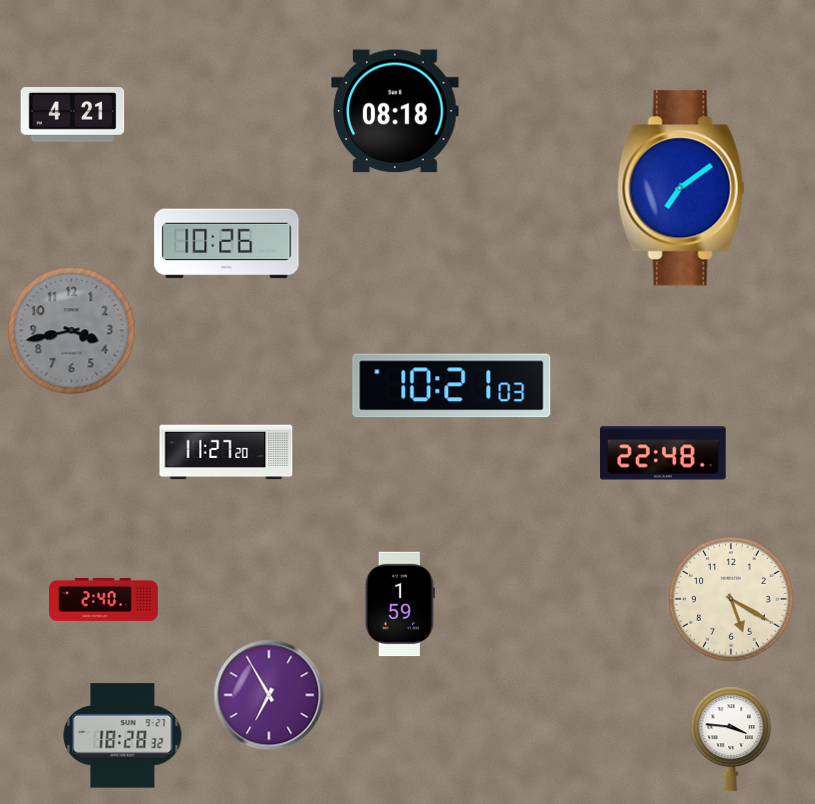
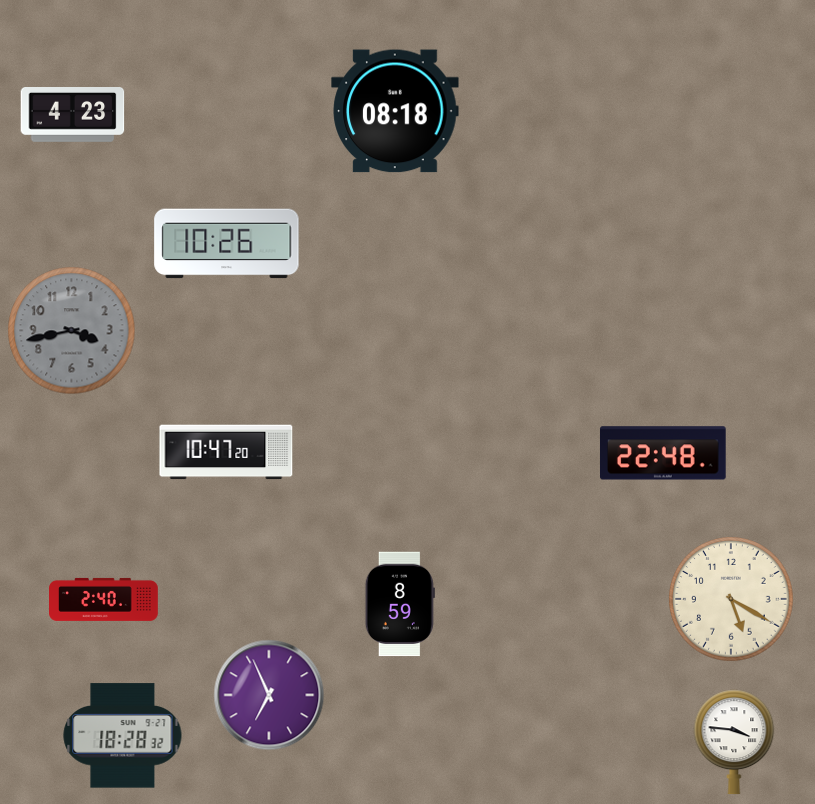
clock at (73, 115): 4:21 -> 4:23
clock at (681, 188): 7:09 -> none
clock at (452, 386): 10:21 -> none
clock at (226, 452): 11:27 -> 10:47
clock at (400, 604): 1:59 -> 8:59
clock at (269, 695): 6:55 -> 6:56
clock at (731, 739) position: (731, 739) -> (734, 742)
